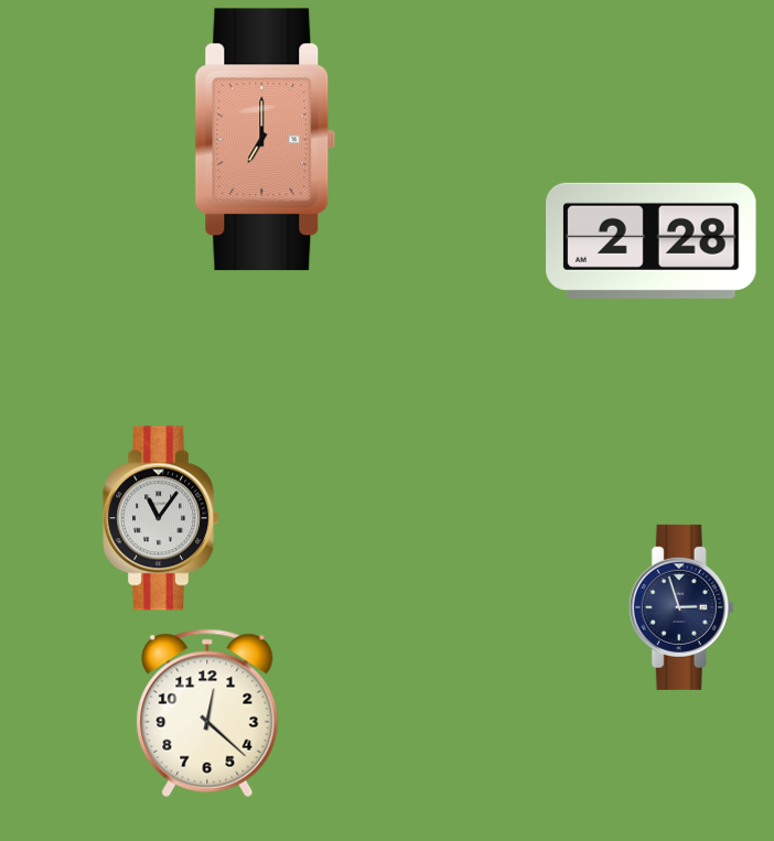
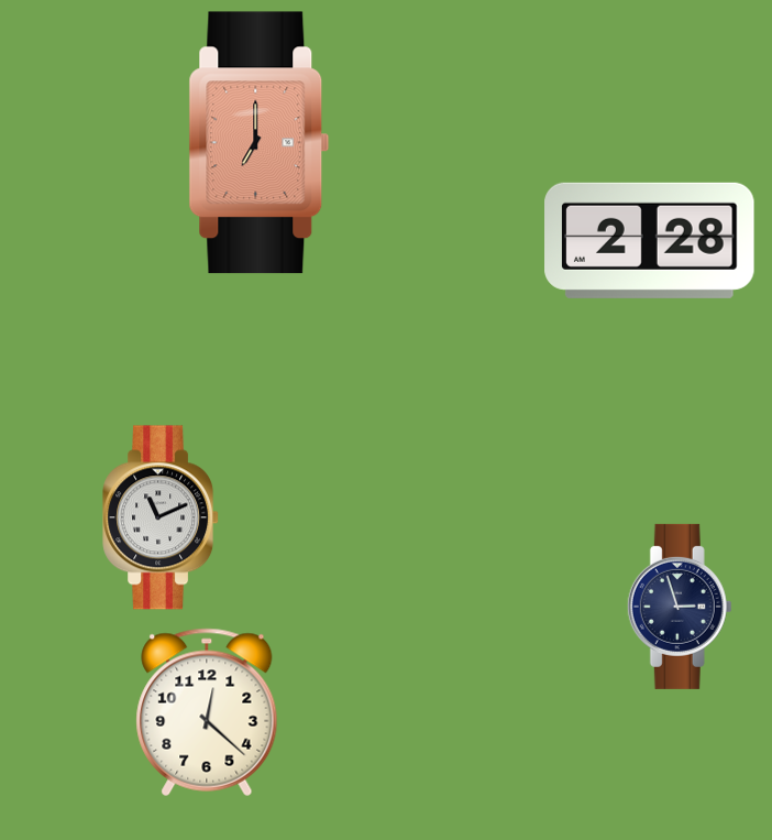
clock at (266, 140) position: (266, 140) -> (260, 143)
clock at (162, 518): 11:06 -> 11:11
